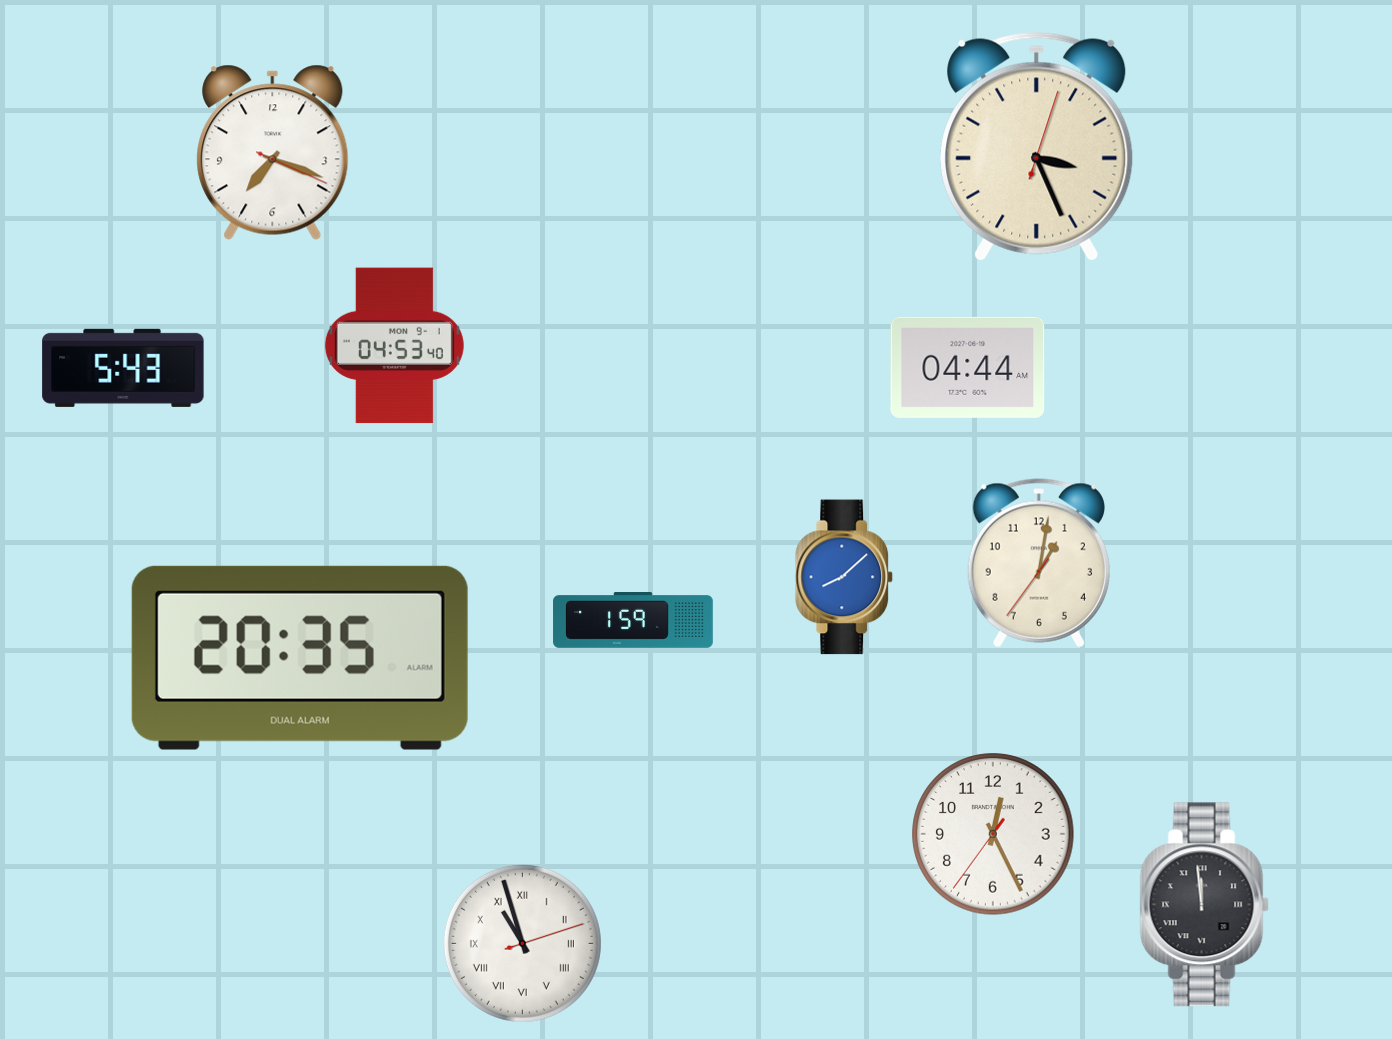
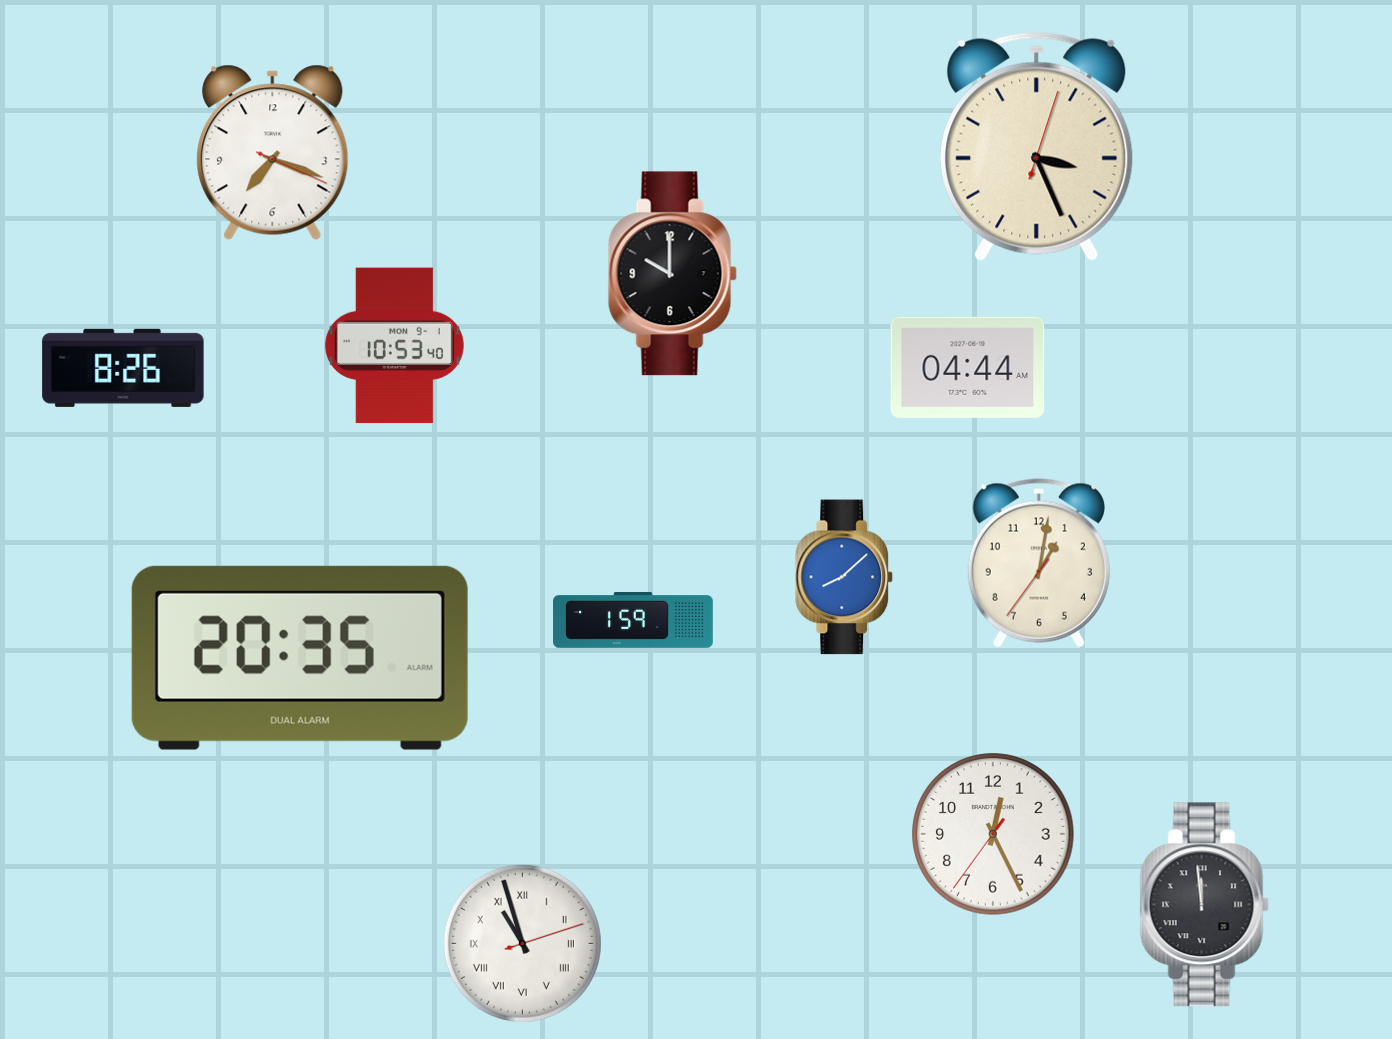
clock at (672, 274): none -> 10:00
clock at (394, 346): 04:53 -> 10:53
clock at (123, 368): 5:43 -> 8:26
